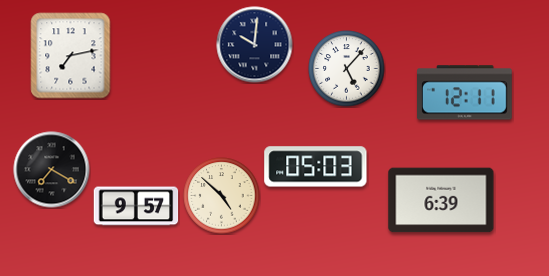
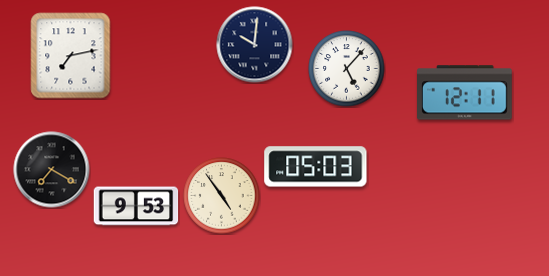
clock at (222, 196): 4:52 -> 4:54
clock at (441, 200): 6:39 -> none
clock at (136, 206): 9:57 -> 9:53
